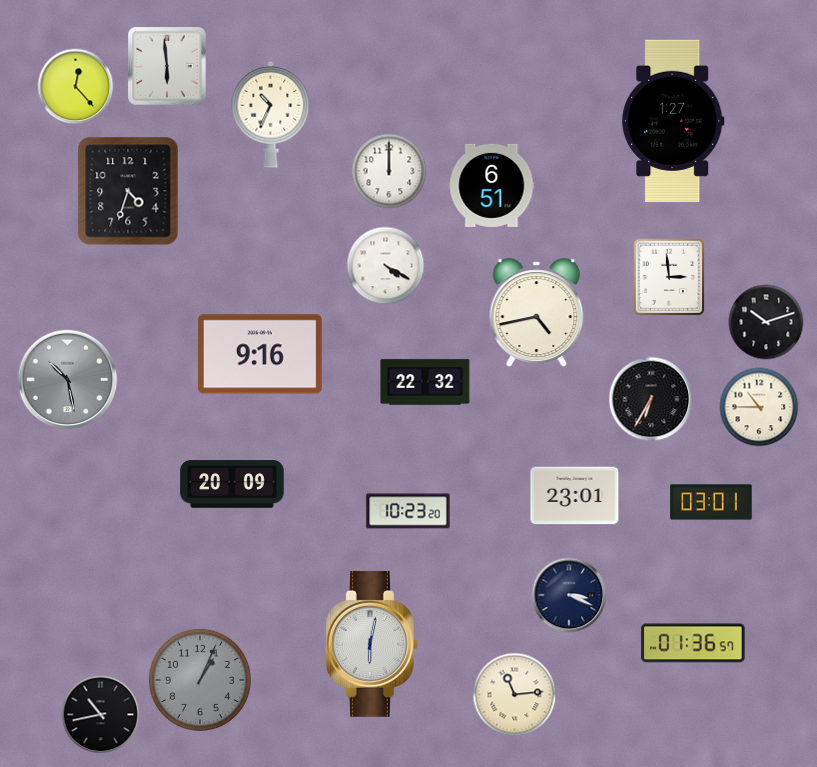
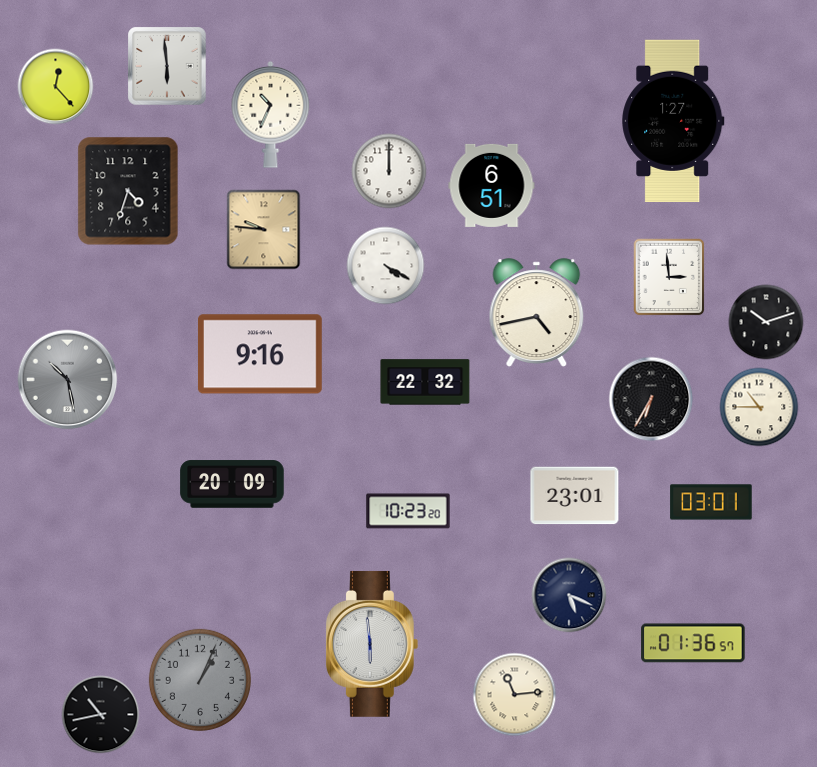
clock at (76, 87) position: (76, 87) -> (56, 87)
clock at (264, 230): none -> 9:46
clock at (569, 595): 3:19 -> 5:19
clock at (372, 644): 6:02 -> 5:59
